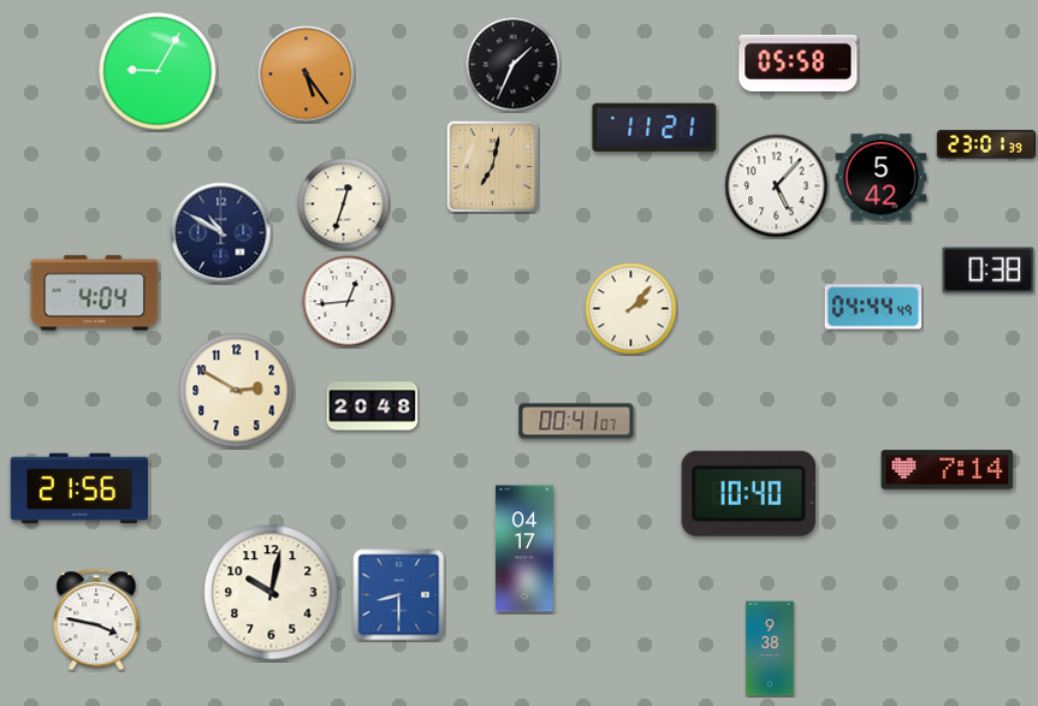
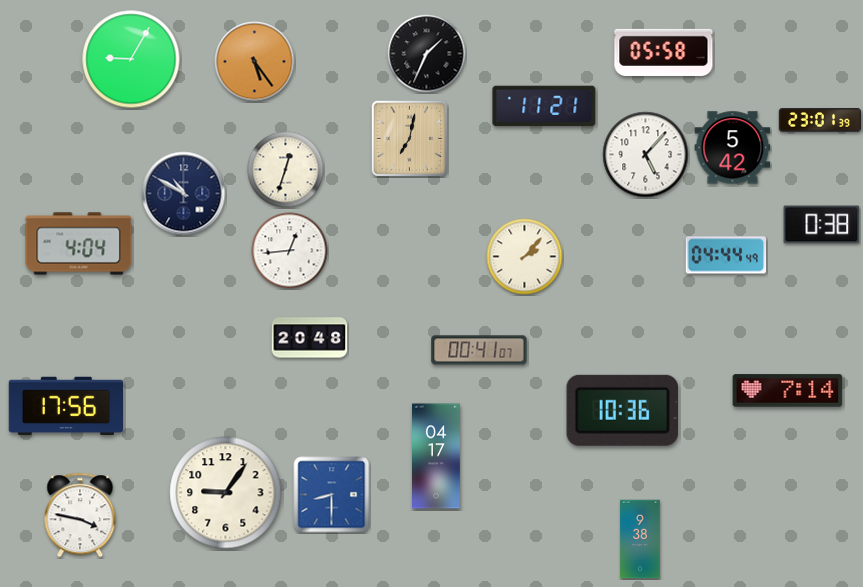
clock at (237, 391): 2:50 -> none
clock at (79, 488): 21:56 -> 17:56
clock at (748, 493): 10:40 -> 10:36
clock at (272, 593): 10:02 -> 9:06
